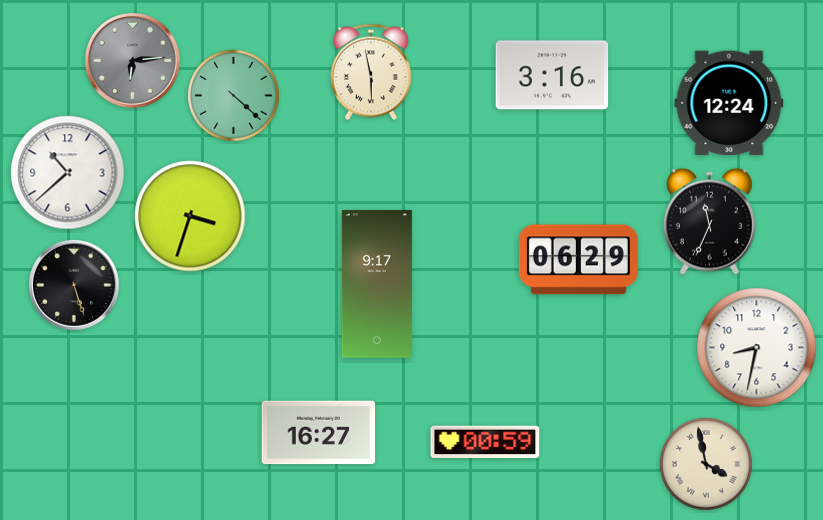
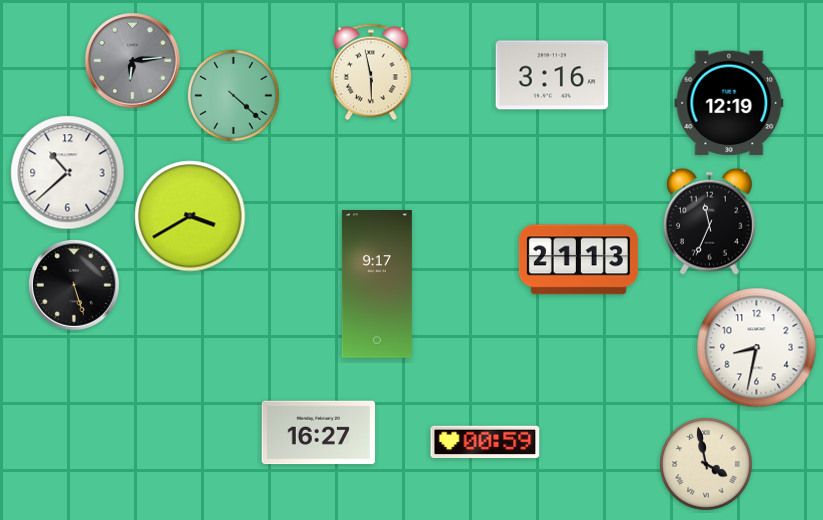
clock at (729, 103): 12:24 -> 12:19
clock at (190, 216): 3:33 -> 3:40
clock at (578, 260): 06:29 -> 21:13
